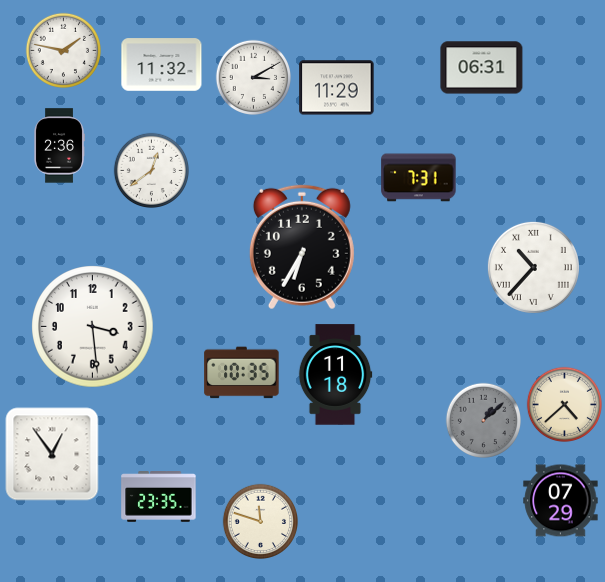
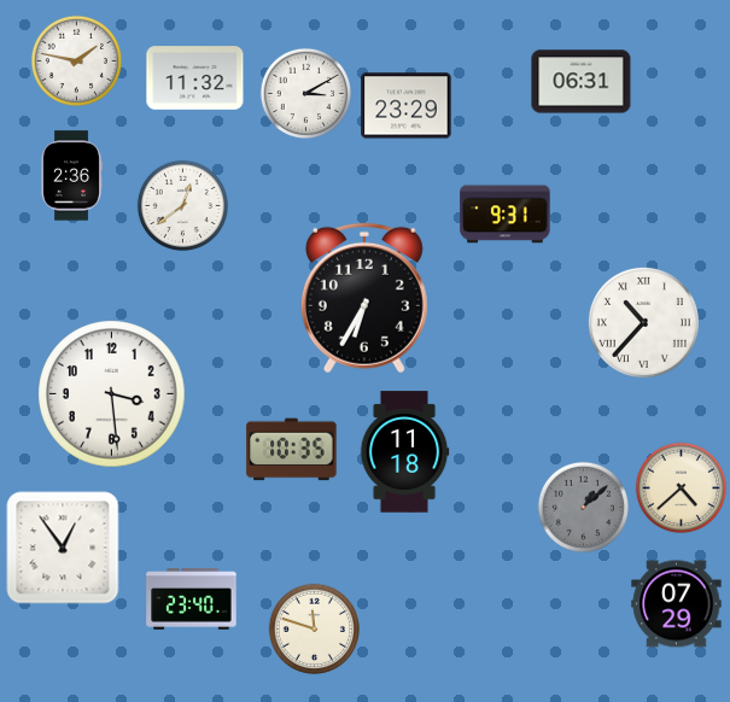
clock at (337, 88): 11:29 -> 23:29
clock at (419, 178): 7:31 -> 9:31
clock at (159, 497): 23:35 -> 23:40
